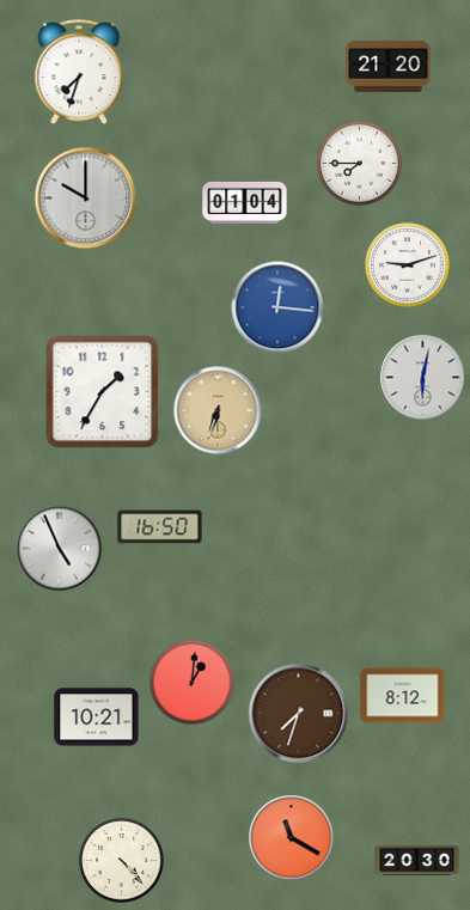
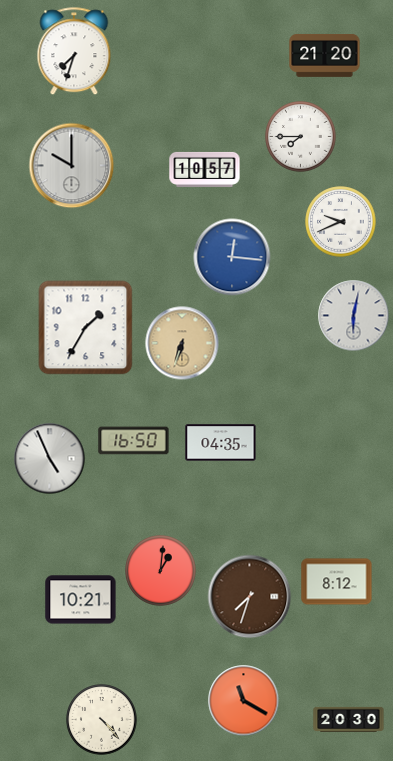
clock at (79, 73) position: (79, 73) -> (74, 52)
clock at (245, 202): 01:04 -> 10:57
clock at (408, 265): 9:12 -> 9:41
clock at (221, 443): none -> 04:35
